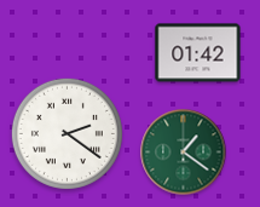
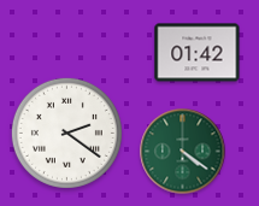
clock at (184, 153): 1:21 -> 4:21
